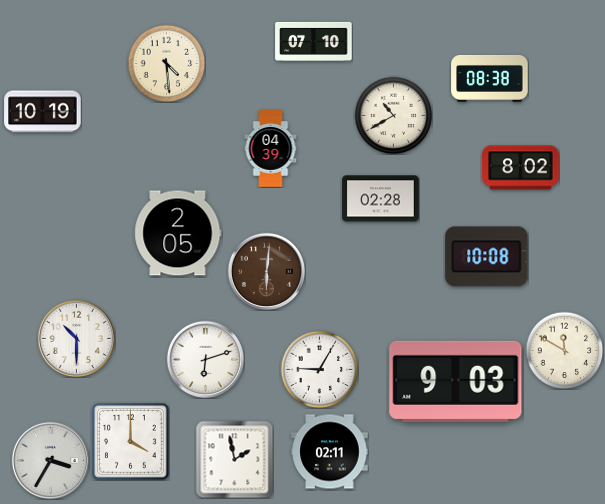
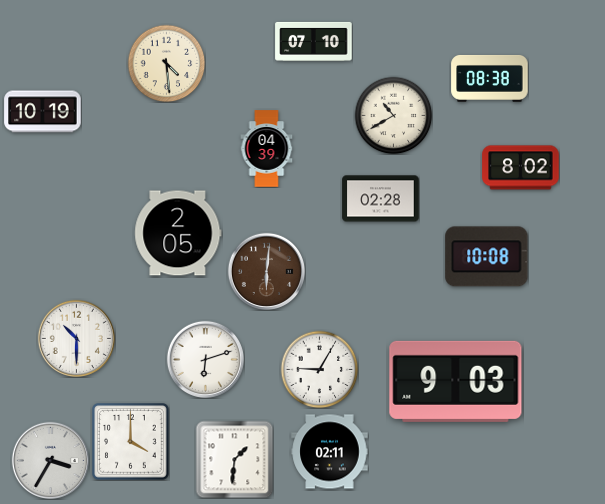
clock at (271, 149) position: (271, 149) -> (267, 149)
clock at (564, 350): 11:50 -> none
clock at (234, 459): 1:58 -> 1:31
